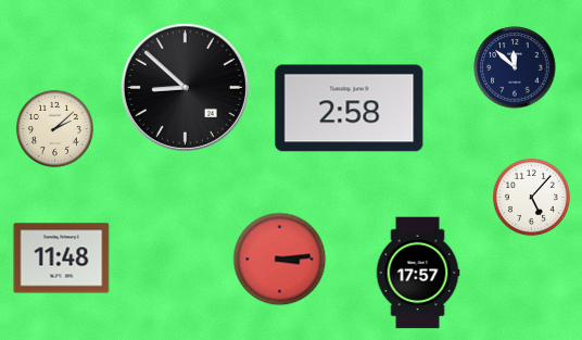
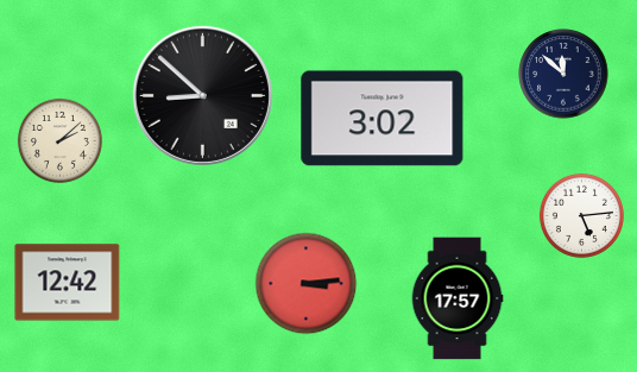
clock at (350, 109): 2:58 -> 3:02
clock at (531, 197): 5:07 -> 5:14
clock at (62, 259): 11:48 -> 12:42
